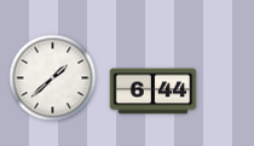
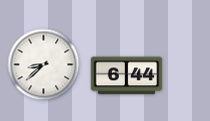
clock at (53, 78): 1:38 -> 8:38
